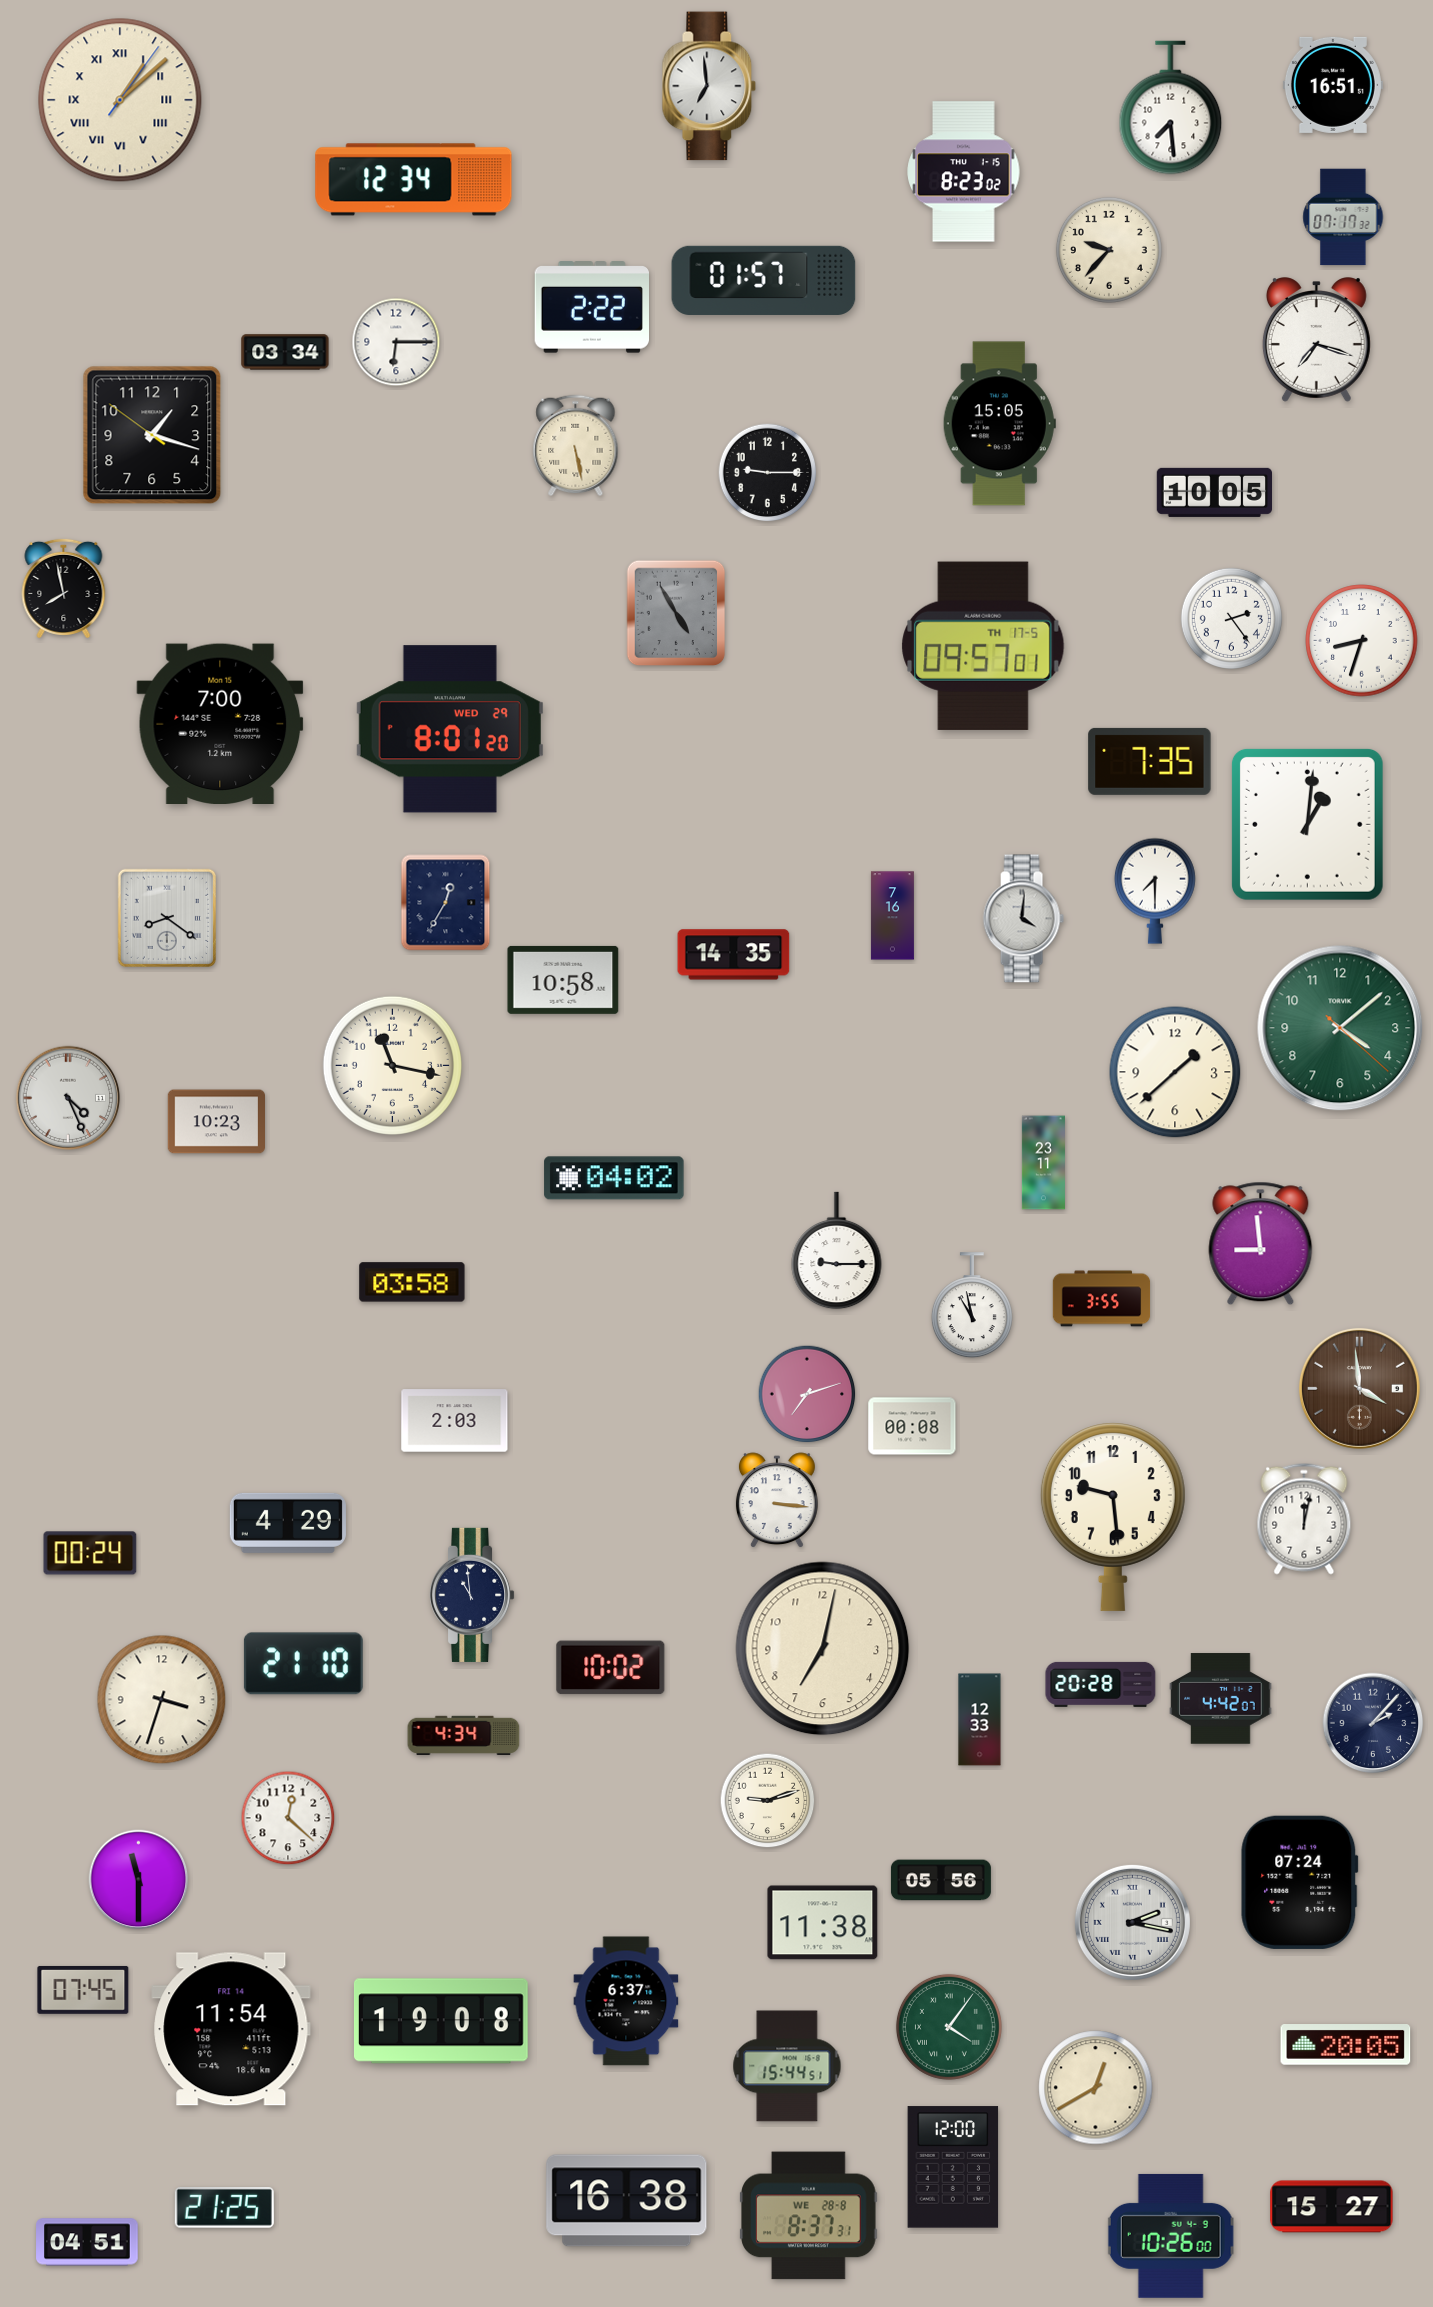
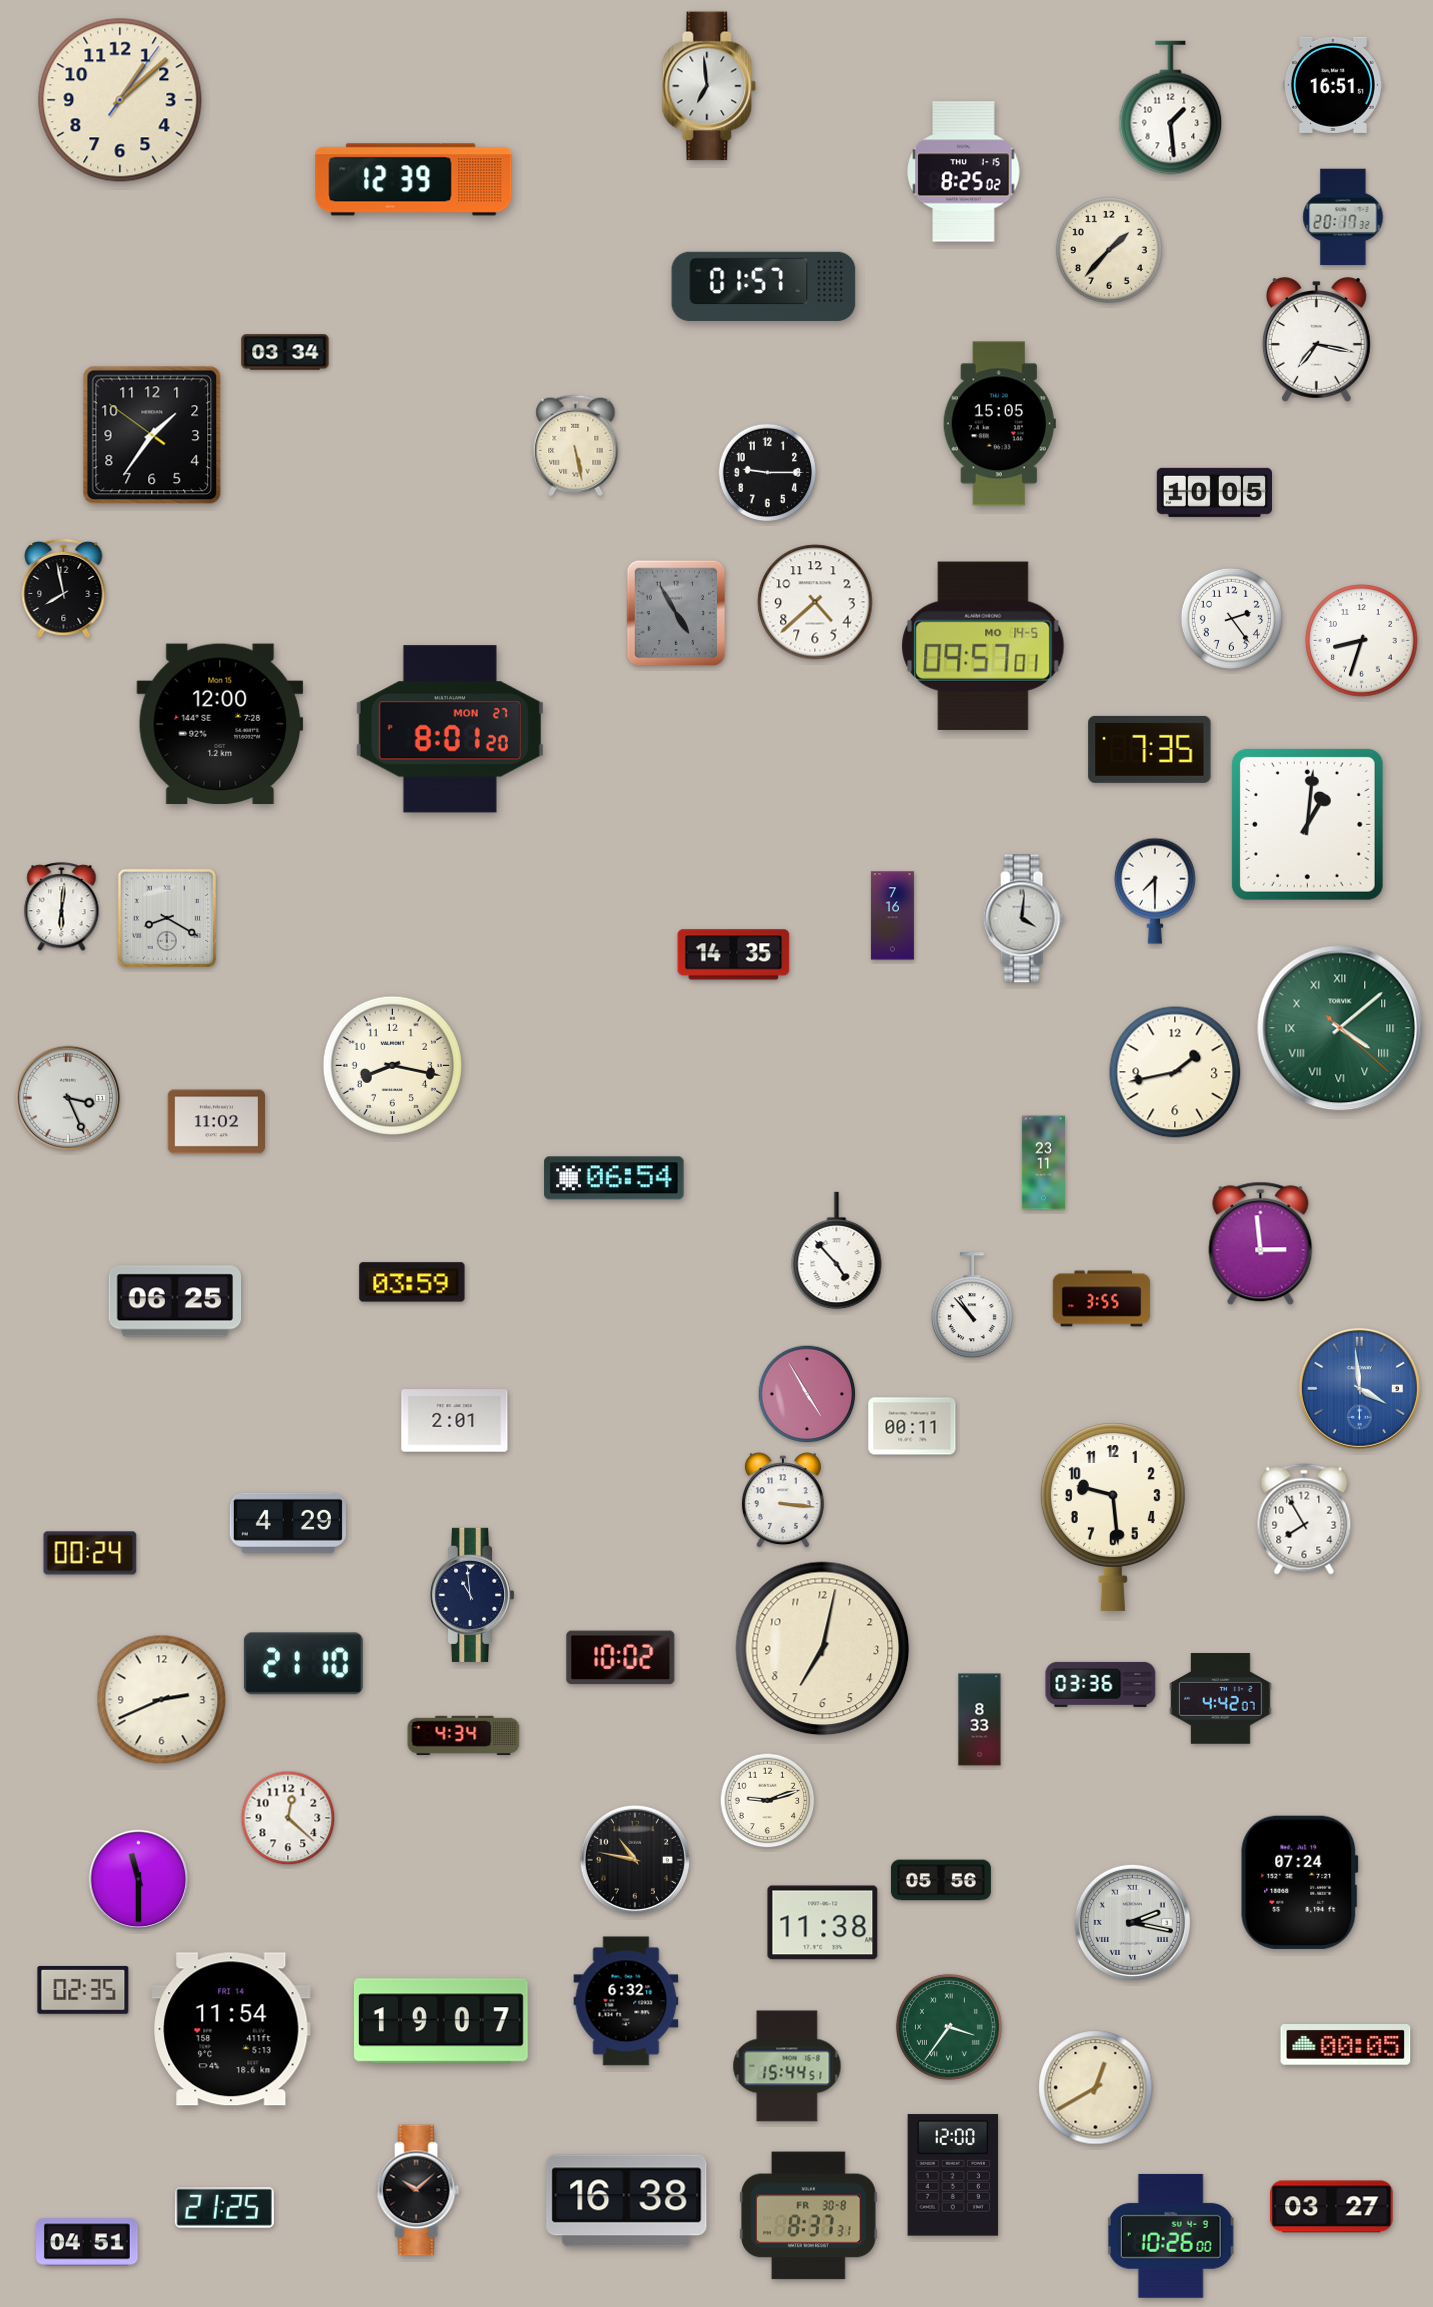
clock at (120, 100) numerals: Roman -> Arabic
clock at (1171, 108): 7:29 -> 1:29
clock at (964, 172): 8:23 -> 8:25
clock at (414, 180): 12:34 -> 12:39
clock at (1343, 217): 07:17 -> 20:17
clock at (1109, 250): 9:37 -> 1:37
clock at (764, 280) position: (764, 280) -> (764, 286)
clock at (591, 307): 2:22 -> none
clock at (1316, 340): 7:18 -> 7:17
clock at (396, 342): 6:15 -> none
clock at (152, 435): 1:17 -> 1:35
clock at (815, 602): none -> 4:38
clock at (983, 646) date: TH 17-5 -> MO 14-5
clock at (220, 723): 7:00 -> 12:00
clock at (450, 729) date: WED 29 -> MON 27
clock at (1150, 761) position: (1150, 761) -> (1150, 749)
clock at (446, 903): 12:35 -> none
clock at (62, 907): none -> 6:01
clock at (166, 917): 8:21 -> 8:20
clock at (563, 980): 10:58 -> none
clock at (1340, 1028) numerals: Arabic -> Roman
clock at (392, 1065): 11:17 -> 8:17
clock at (1175, 1072): 1:38 -> 1:43
clock at (68, 1098): 4:26 -> 3:26
clock at (216, 1122): 10:23 -> 11:02
clock at (614, 1178): 04:02 -> 06:54
clock at (1261, 1244): 8:59 -> 2:59
clock at (837, 1251): 9:15 -> 4:53
clock at (412, 1282): 03:58 -> 03:59
clock at (175, 1301): none -> 06:25
clock at (972, 1306): 10:58 -> 10:53
clock at (1359, 1388) dial: brown -> blue
clock at (807, 1394): 7:12 -> 4:55
clock at (455, 1421): 2:03 -> 2:01
clock at (912, 1426): 00:08 -> 00:11
clock at (777, 1501) position: (777, 1501) -> (783, 1501)
clock at (1304, 1519): 12:02 -> 7:55
clock at (611, 1668) position: (611, 1668) -> (621, 1658)
clock at (1101, 1684): 20:28 -> 03:36
clock at (162, 1700): 3:33 -> 2:41
clock at (980, 1720): 12:33 -> 8:33
clock at (1373, 1723): 2:07 -> none
clock at (635, 1860): none -> 10:47
clock at (83, 1990): 07:45 -> 02:35
clock at (626, 2001): 6:37 -> 6:32
clock at (441, 2021): 19:08 -> 19:07
clock at (949, 2027): 4:06 -> 3:36
clock at (1346, 2045): 20:05 -> 00:05
clock at (953, 2167) position: (953, 2167) -> (953, 2175)
clock at (418, 2190): none -> 10:08
clock at (1332, 2207): 15:27 -> 03:27
clock at (809, 2216) date: WE 28-8 -> FR 30-8
